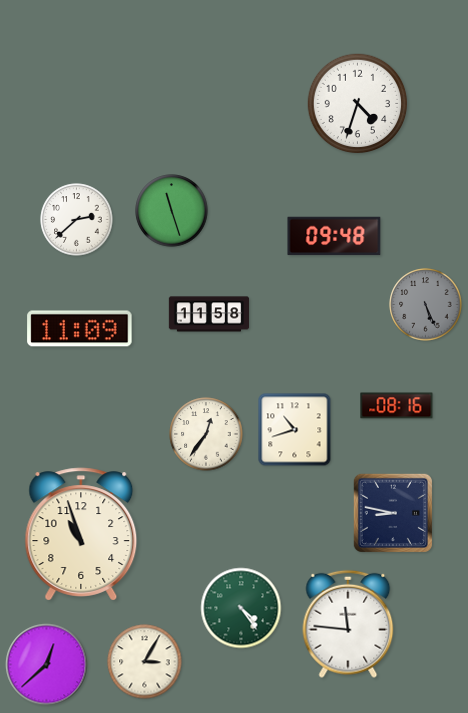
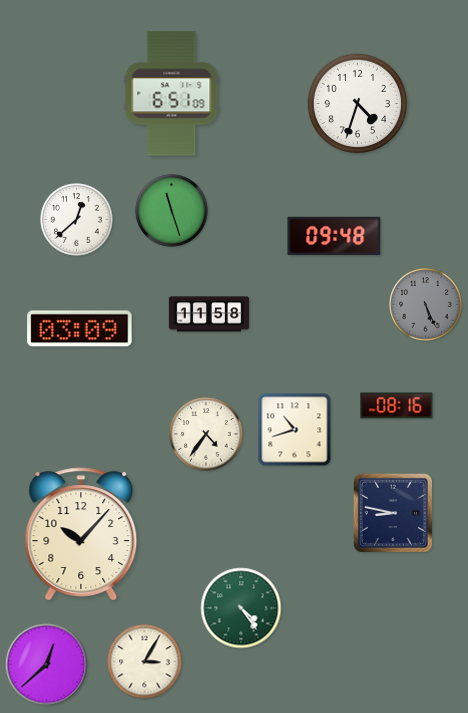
clock at (172, 94): none -> 6:51
clock at (77, 220): 2:38 -> 12:38
clock at (80, 329): 11:09 -> 03:09
clock at (206, 434): 12:36 -> 4:36
clock at (81, 534): 10:57 -> 10:07
clock at (348, 624): 11:46 -> none
